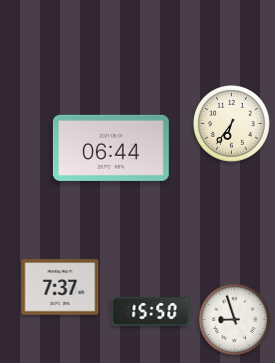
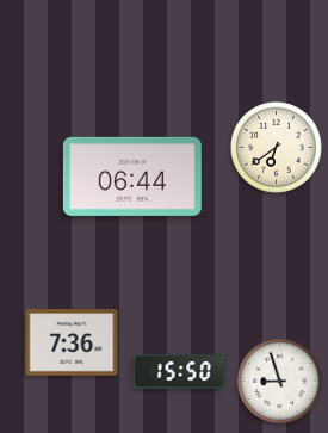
clock at (232, 124): 6:36 -> 6:39
clock at (60, 287): 7:37 -> 7:36
